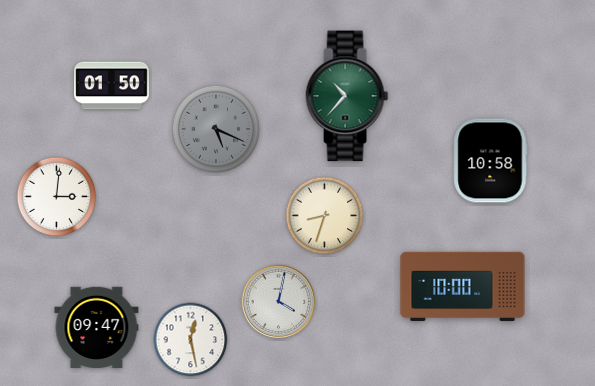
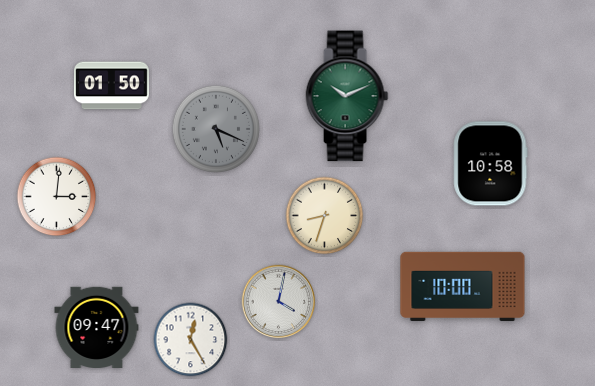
clock at (347, 96): 10:37 -> 10:11
clock at (491, 161) position: (491, 161) -> (491, 164)
clock at (191, 340): 12:28 -> 12:25
